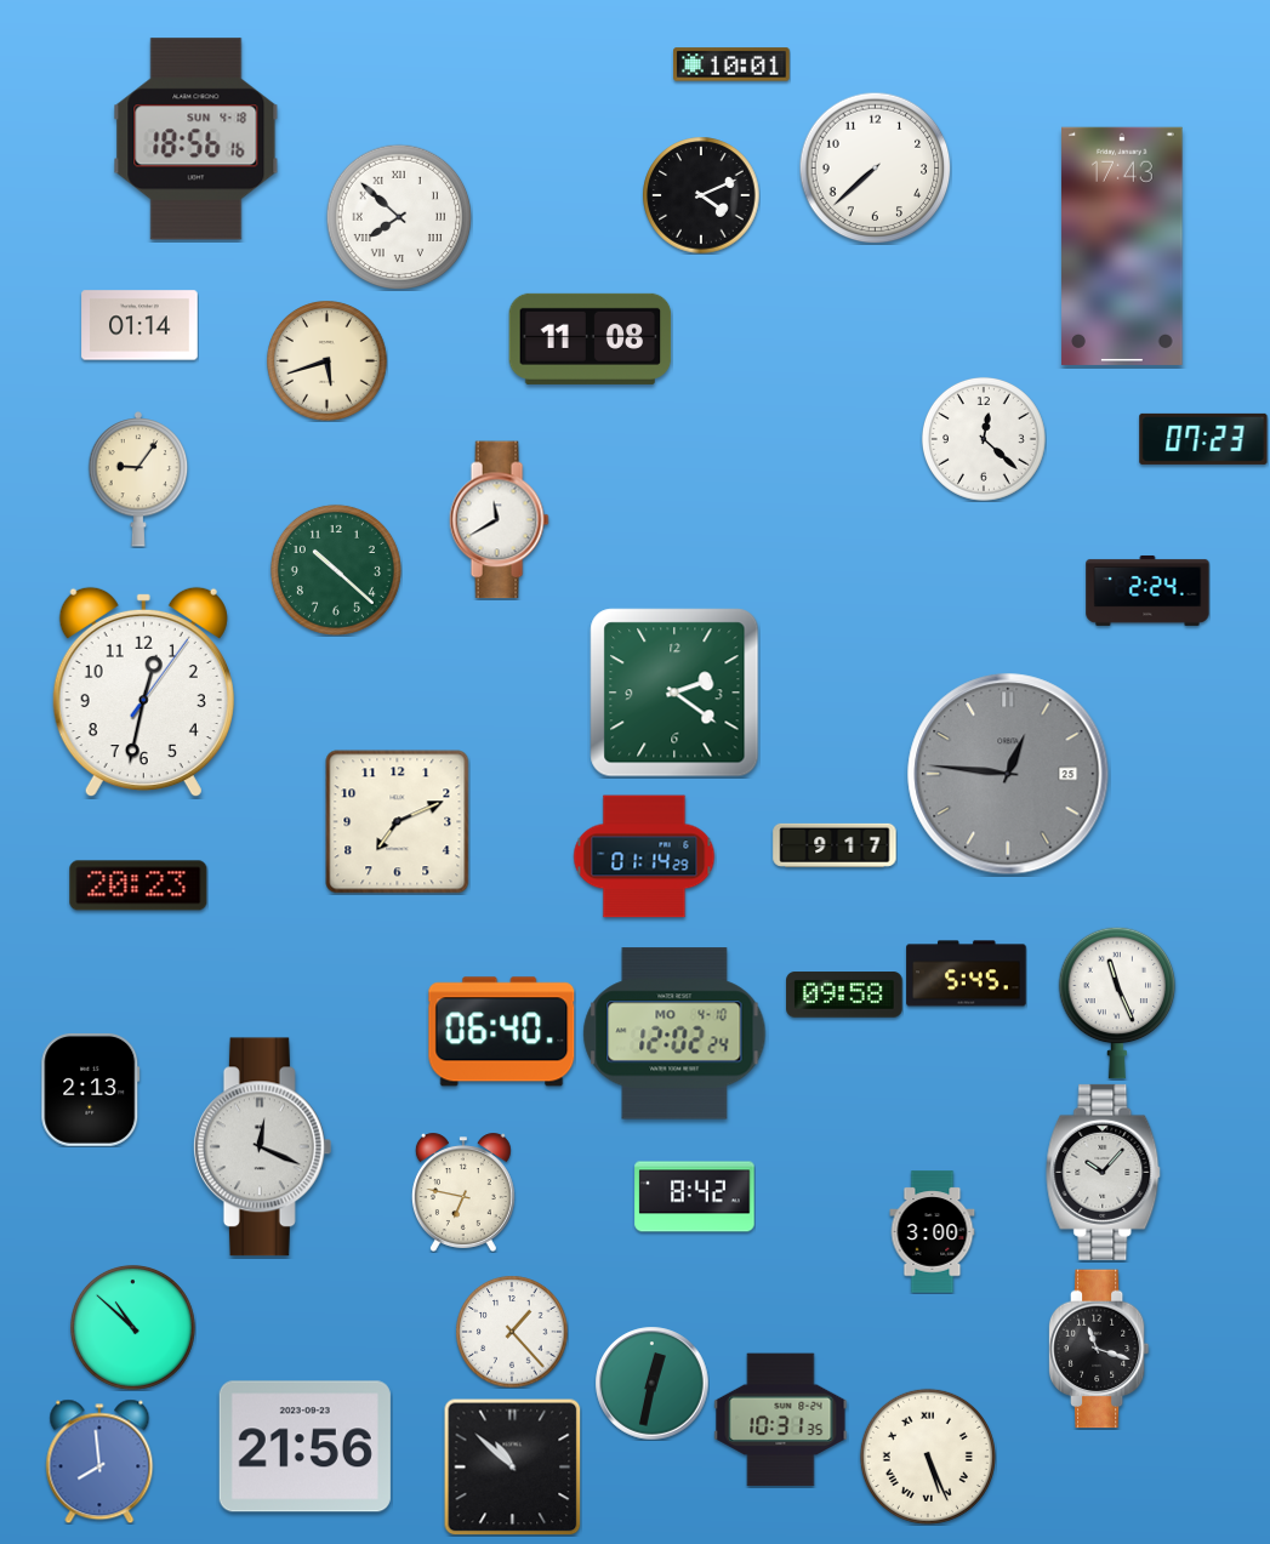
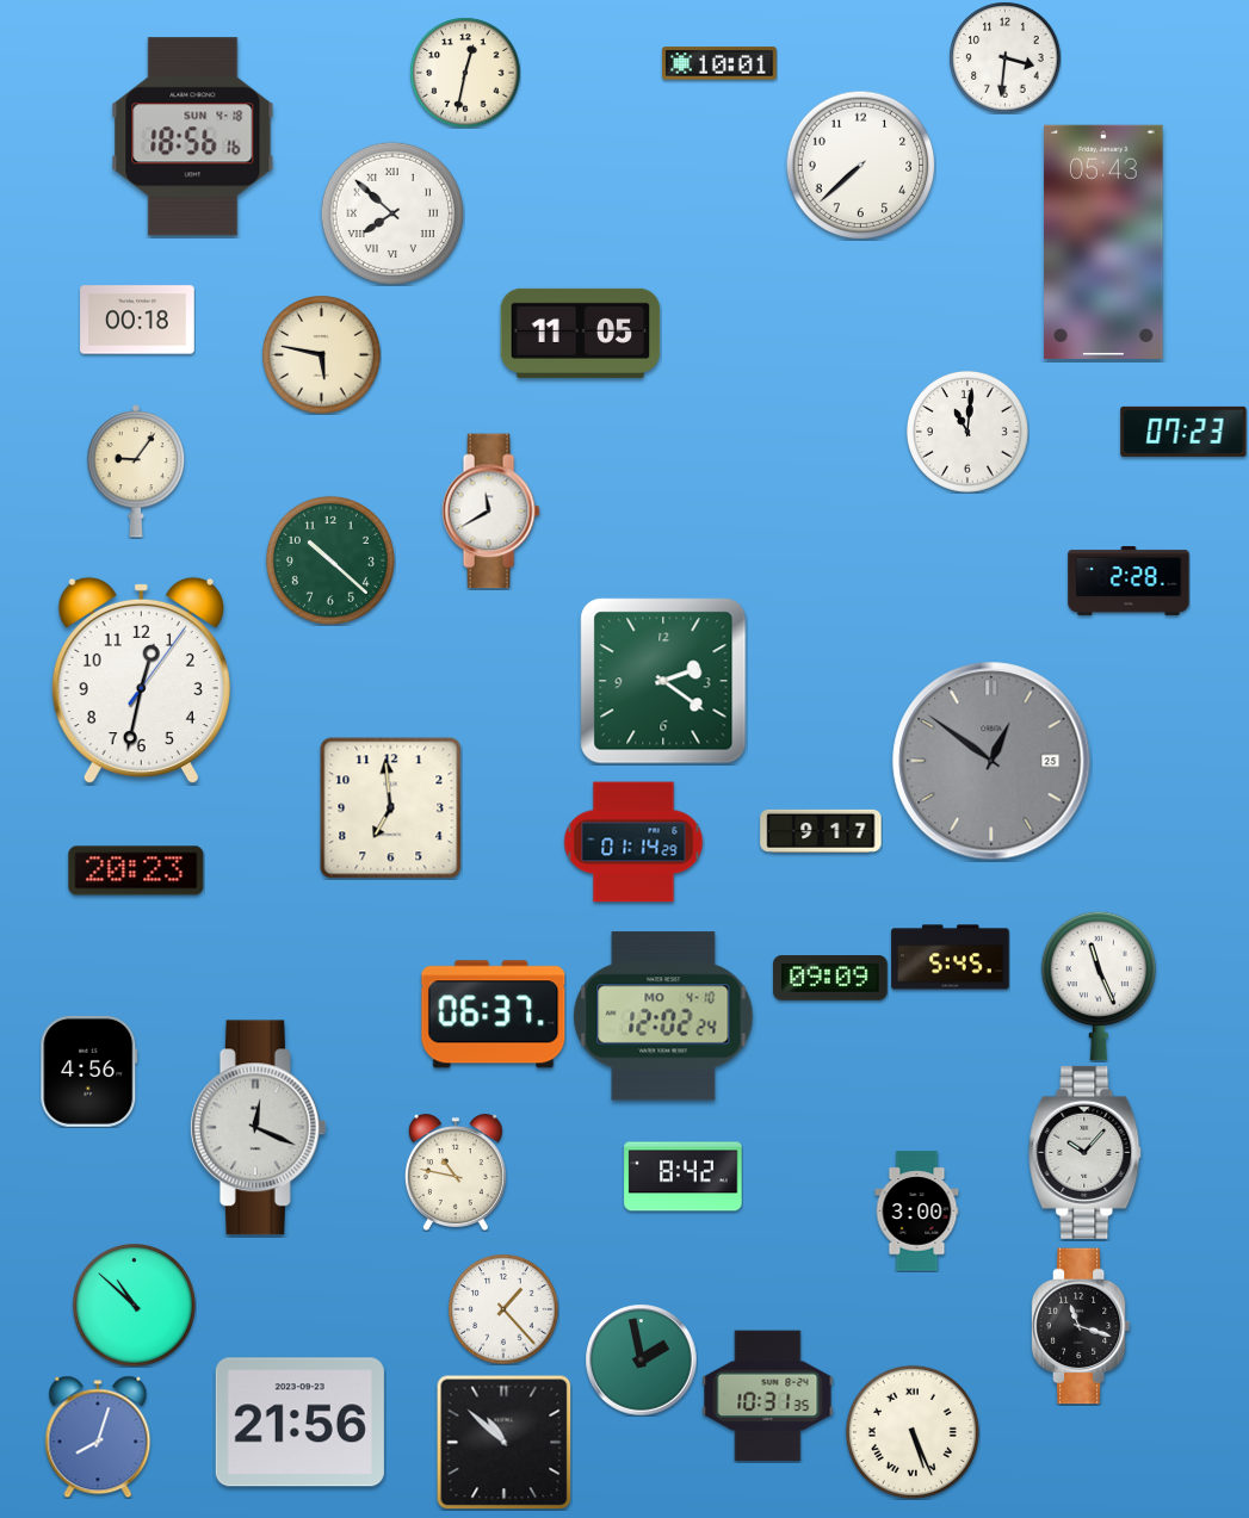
clock at (1004, 57): none -> 3:31
clock at (465, 73): none -> 12:32
clock at (701, 195): 4:11 -> none
clock at (1122, 246): 17:43 -> 05:43
clock at (139, 325): 01:14 -> 00:18
clock at (591, 338): 11:08 -> 11:05
clock at (328, 361): 5:42 -> 5:47
clock at (984, 439): 12:22 -> 11:01
clock at (1147, 591): 2:24 -> 2:28
clock at (1008, 774): 12:46 -> 12:51
clock at (398, 822): 7:11 -> 6:59
clock at (844, 995): 09:58 -> 09:09
clock at (502, 1032): 06:40 -> 06:37
clock at (91, 1089): 2:13 -> 4:56
clock at (463, 1192): 6:47 -> 10:47
clock at (132, 1327) position: (132, 1327) -> (134, 1305)
clock at (651, 1383): 12:32 -> 1:58
clock at (99, 1462): 7:59 -> 8:03
